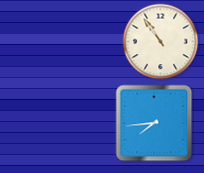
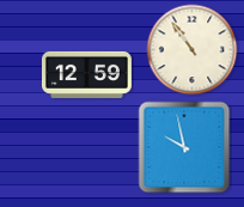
clock at (86, 74): none -> 12:59
clock at (154, 123): 7:44 -> 9:58
